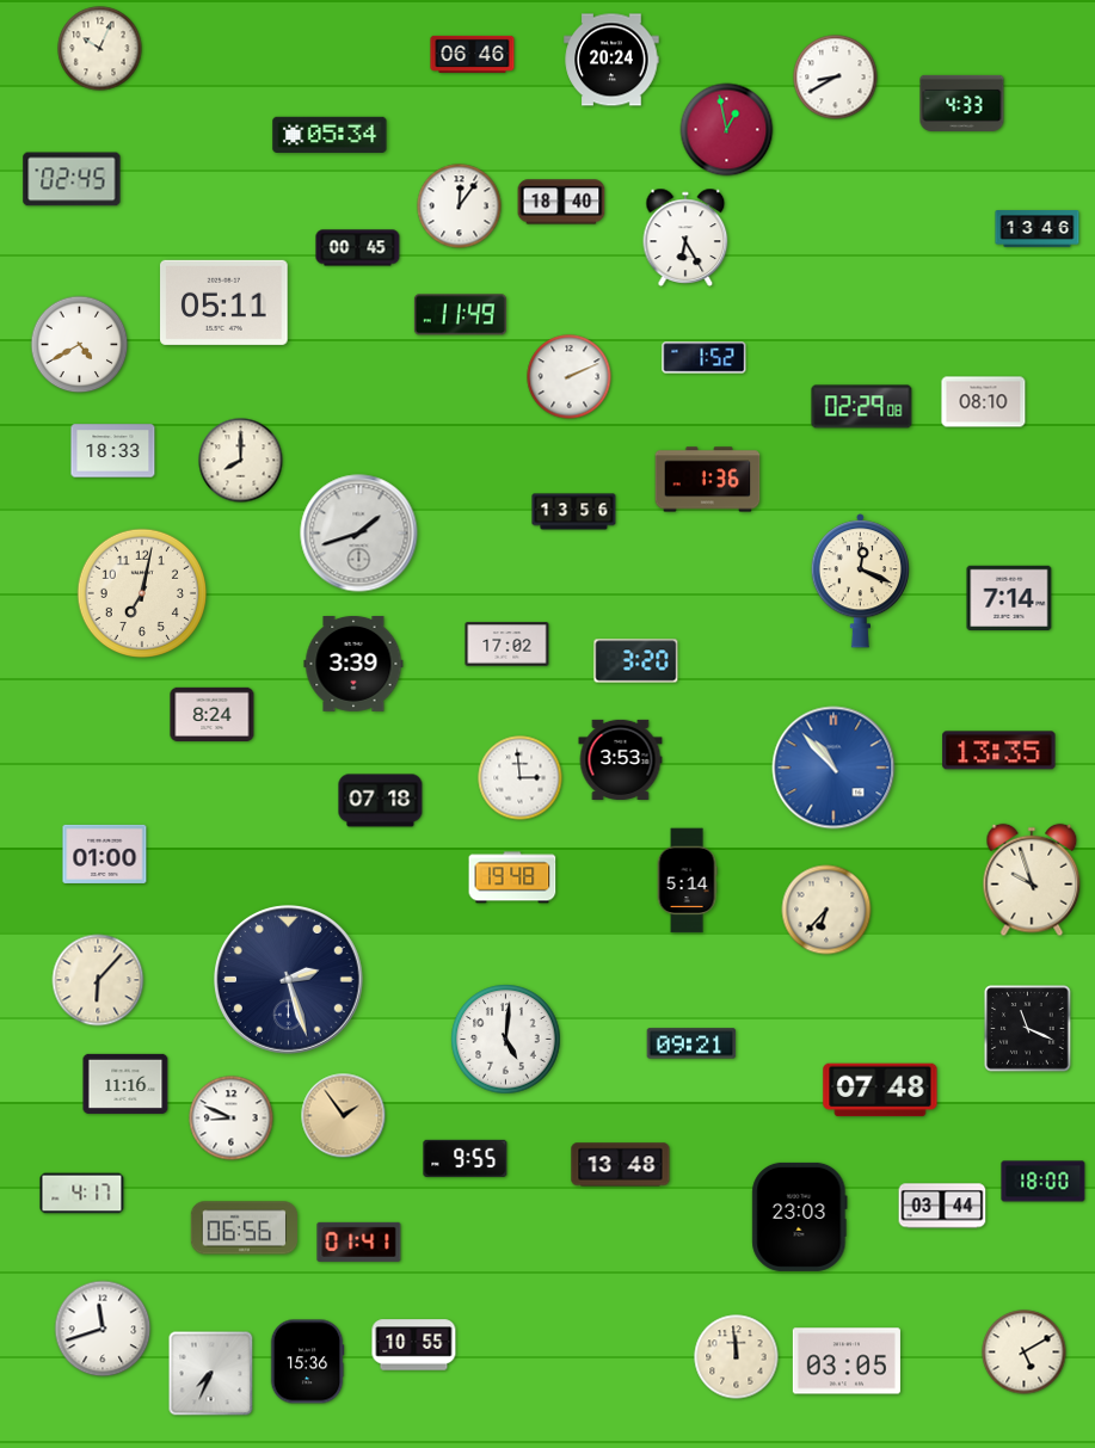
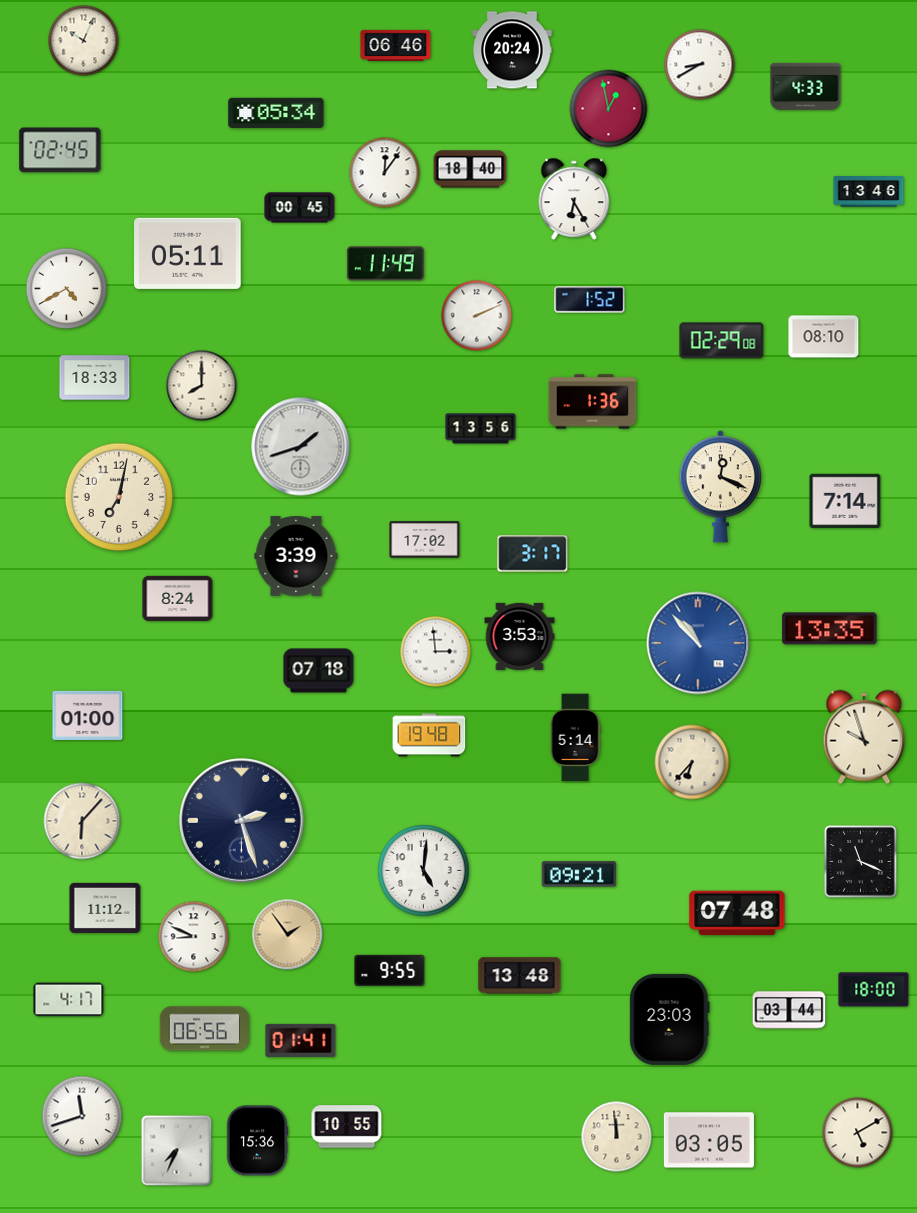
clock at (636, 661): 3:20 -> 3:17
clock at (999, 751) position: (999, 751) -> (830, 629)
clock at (125, 1084): 11:16 -> 11:12
clock at (103, 1329) position: (103, 1329) -> (82, 1116)
